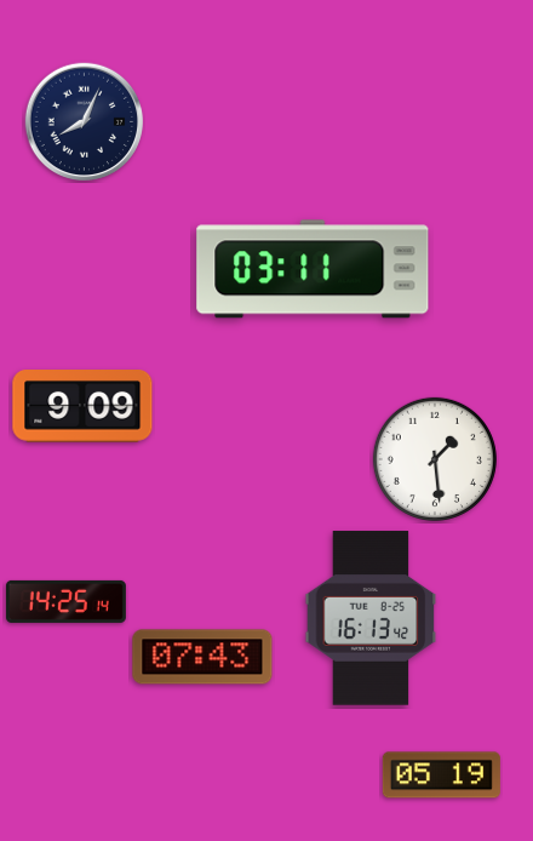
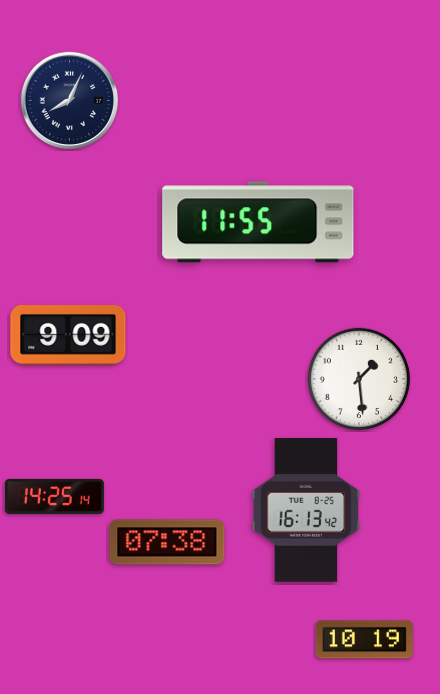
clock at (313, 269): 03:11 -> 11:55
clock at (202, 657): 07:43 -> 07:38
clock at (441, 776): 05:19 -> 10:19
